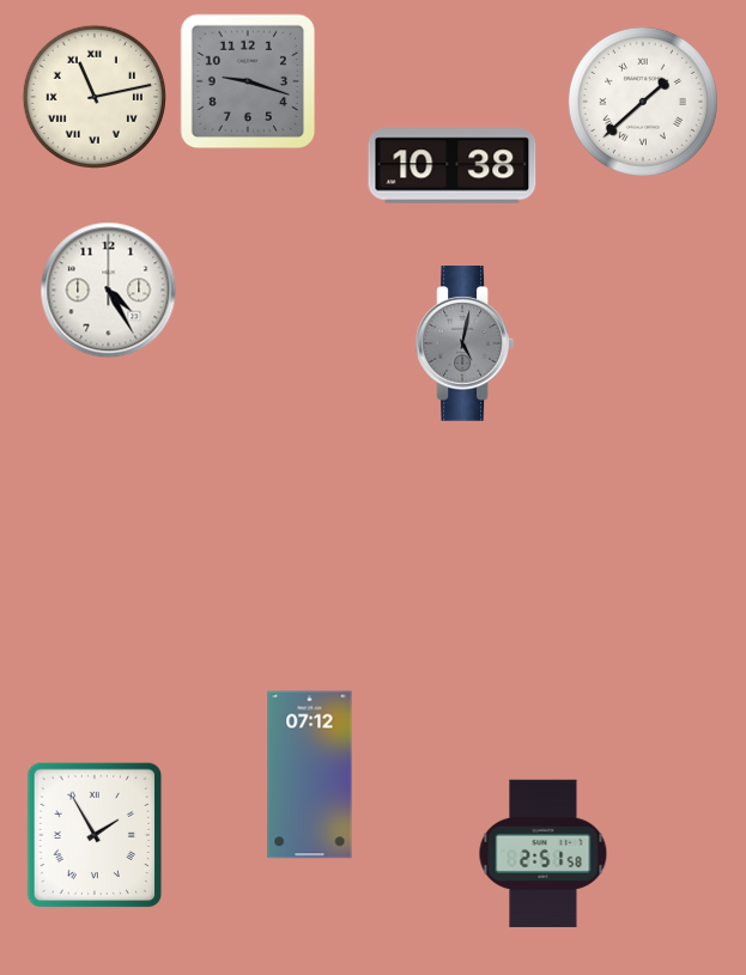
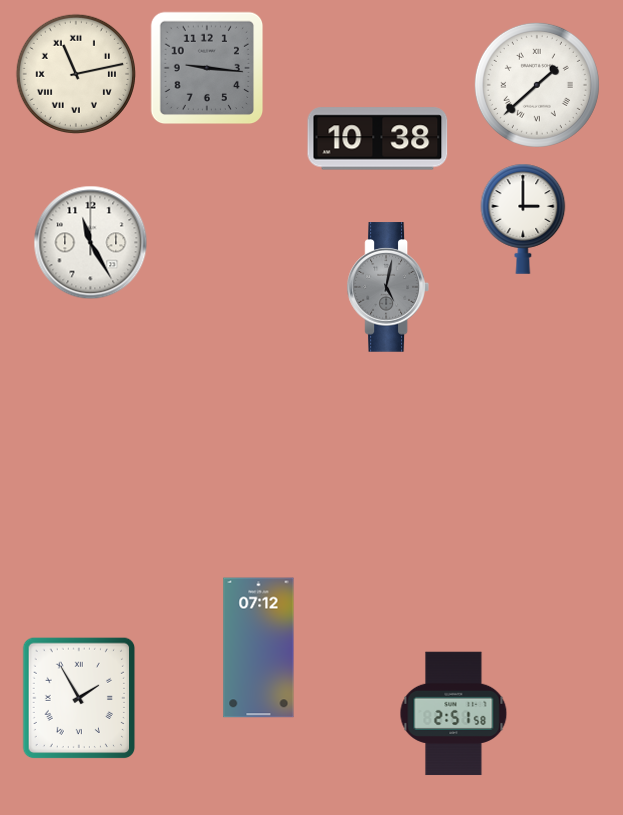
clock at (248, 81): 9:18 -> 9:16
clock at (95, 97) position: (95, 97) -> (76, 74)
clock at (523, 219): none -> 3:00
clock at (109, 291): 4:25 -> 11:25
